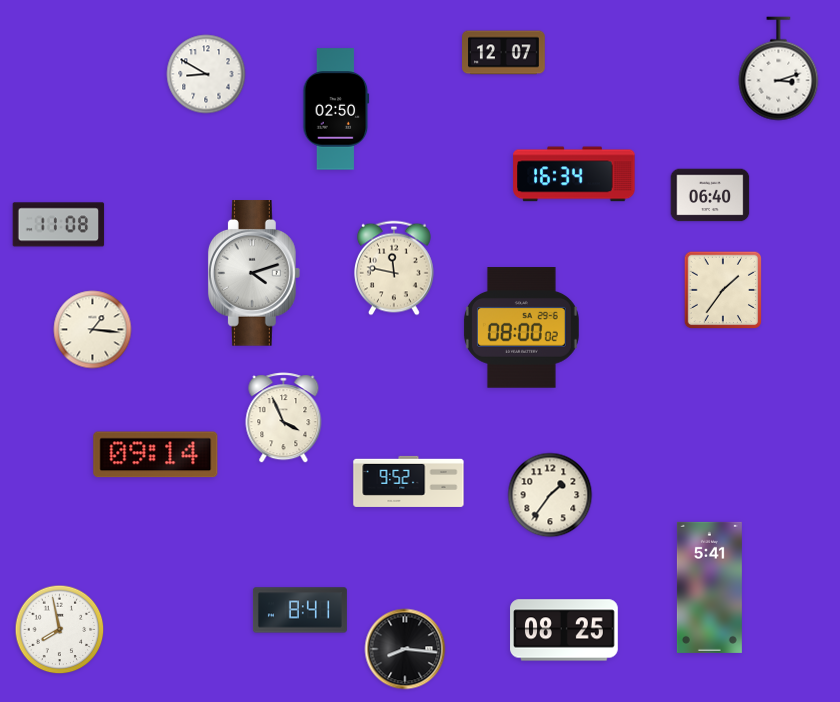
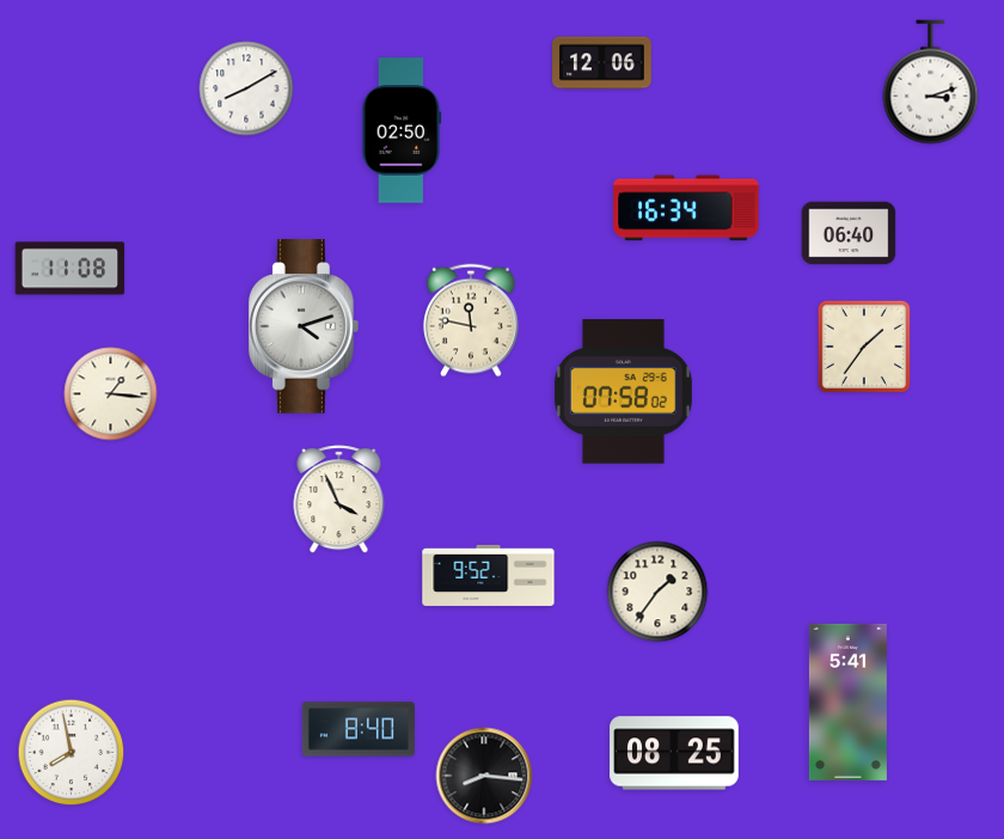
clock at (504, 53): 12:07 -> 12:06
clock at (206, 74): 8:50 -> 8:10
clock at (521, 328): 08:00 -> 07:58
clock at (156, 455): 09:14 -> none
clock at (300, 610): 8:41 -> 8:40
